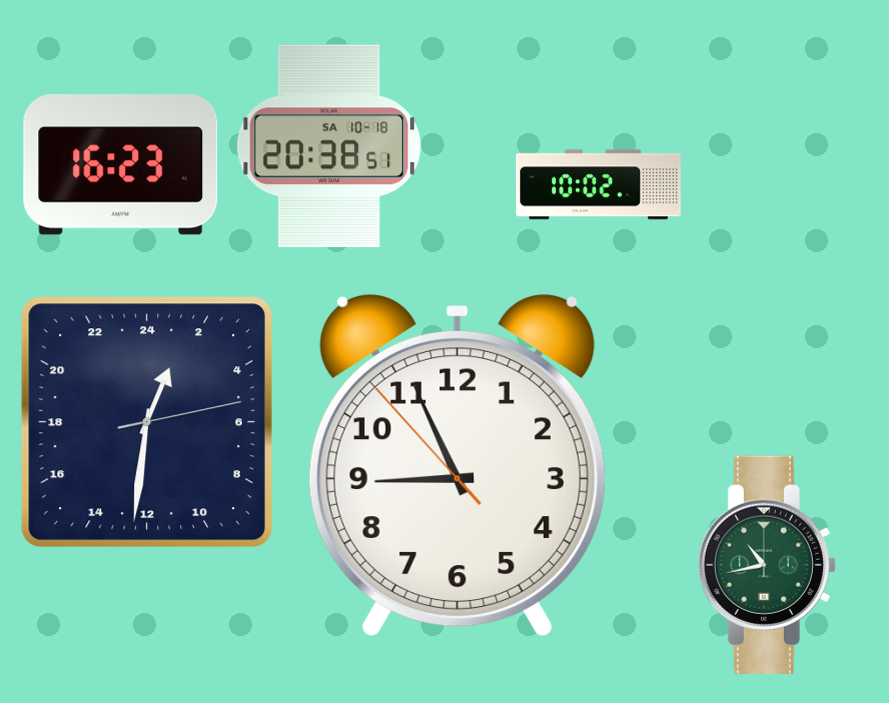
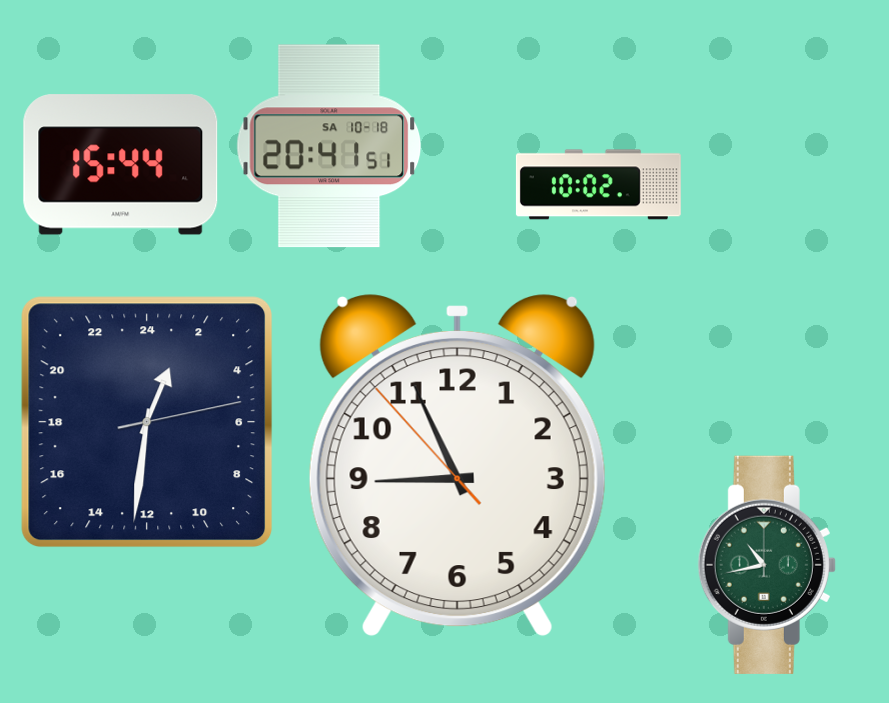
clock at (329, 146): 20:38 -> 20:41
clock at (121, 165): 16:23 -> 15:44
